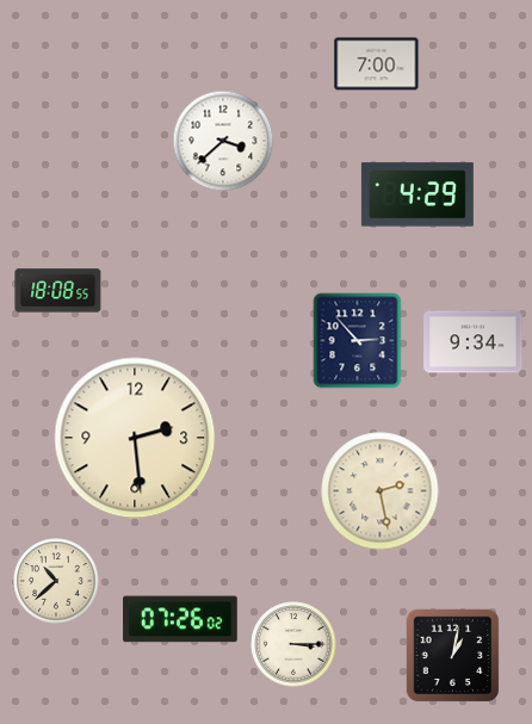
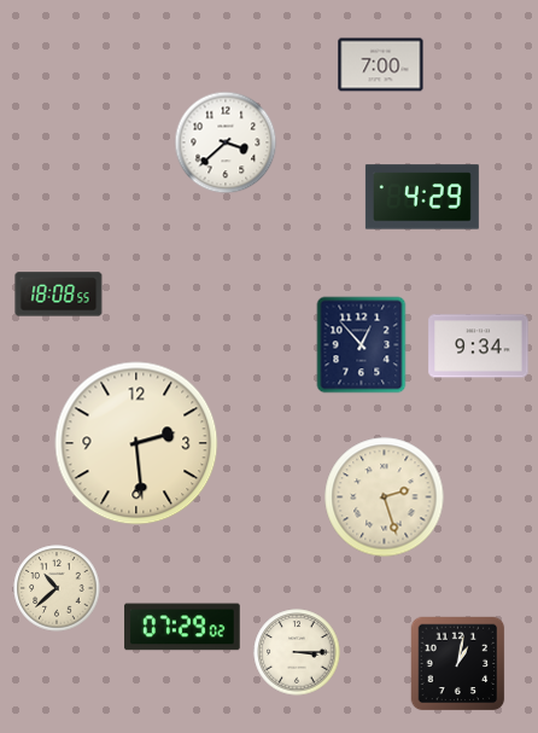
clock at (358, 341): 2:53 -> 12:53
clock at (381, 491): 2:28 -> 2:27
clock at (180, 619): 07:26 -> 07:29
